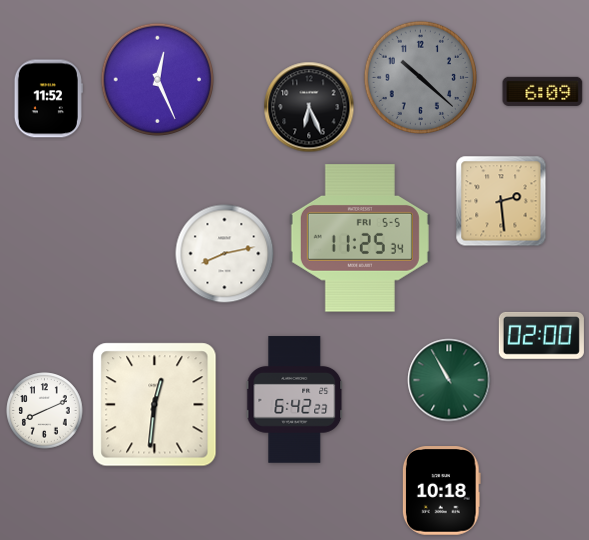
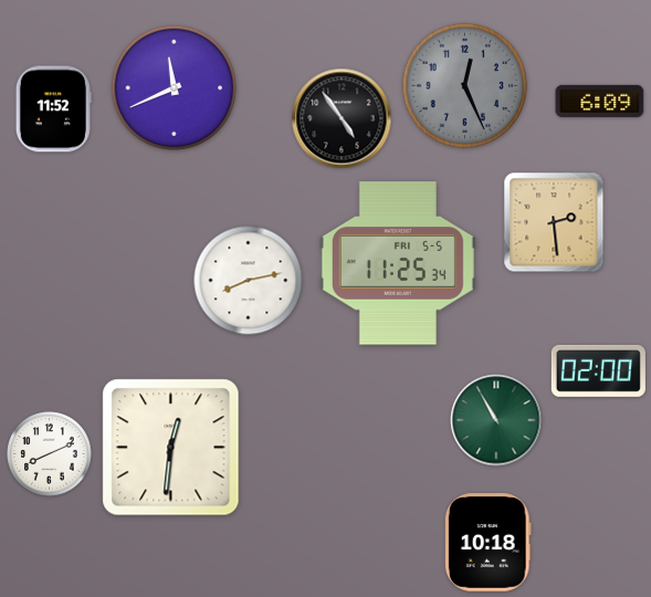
clock at (420, 77): 10:22 -> 12:26
clock at (157, 79): 12:26 -> 11:41
clock at (309, 107): 6:26 -> 4:54
clock at (295, 400): 6:42 -> none
